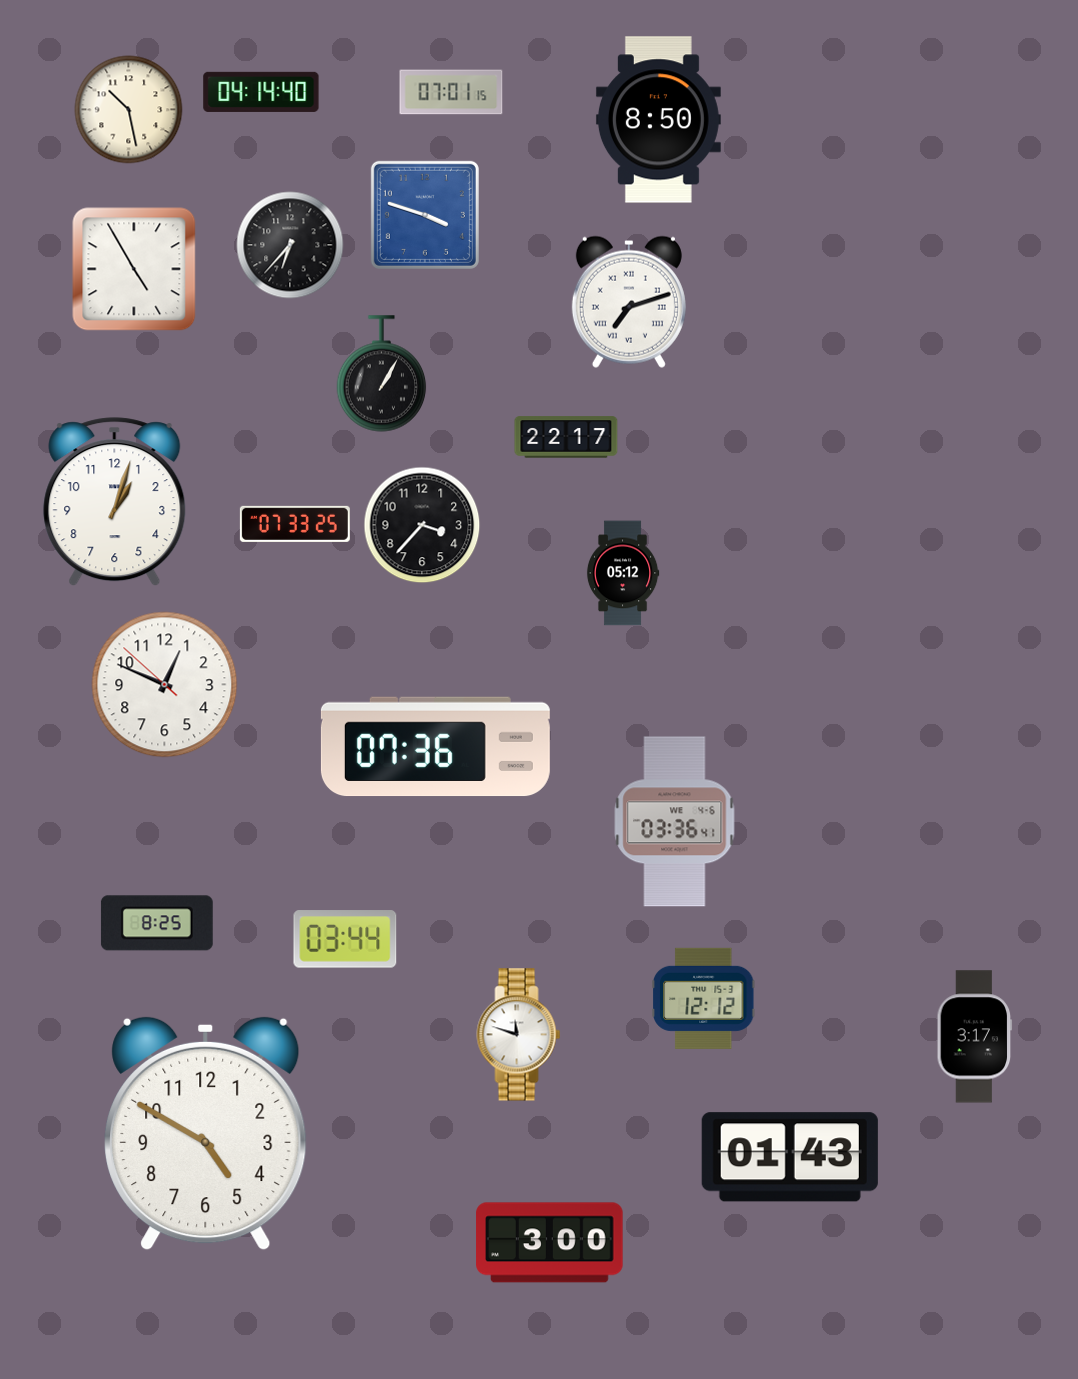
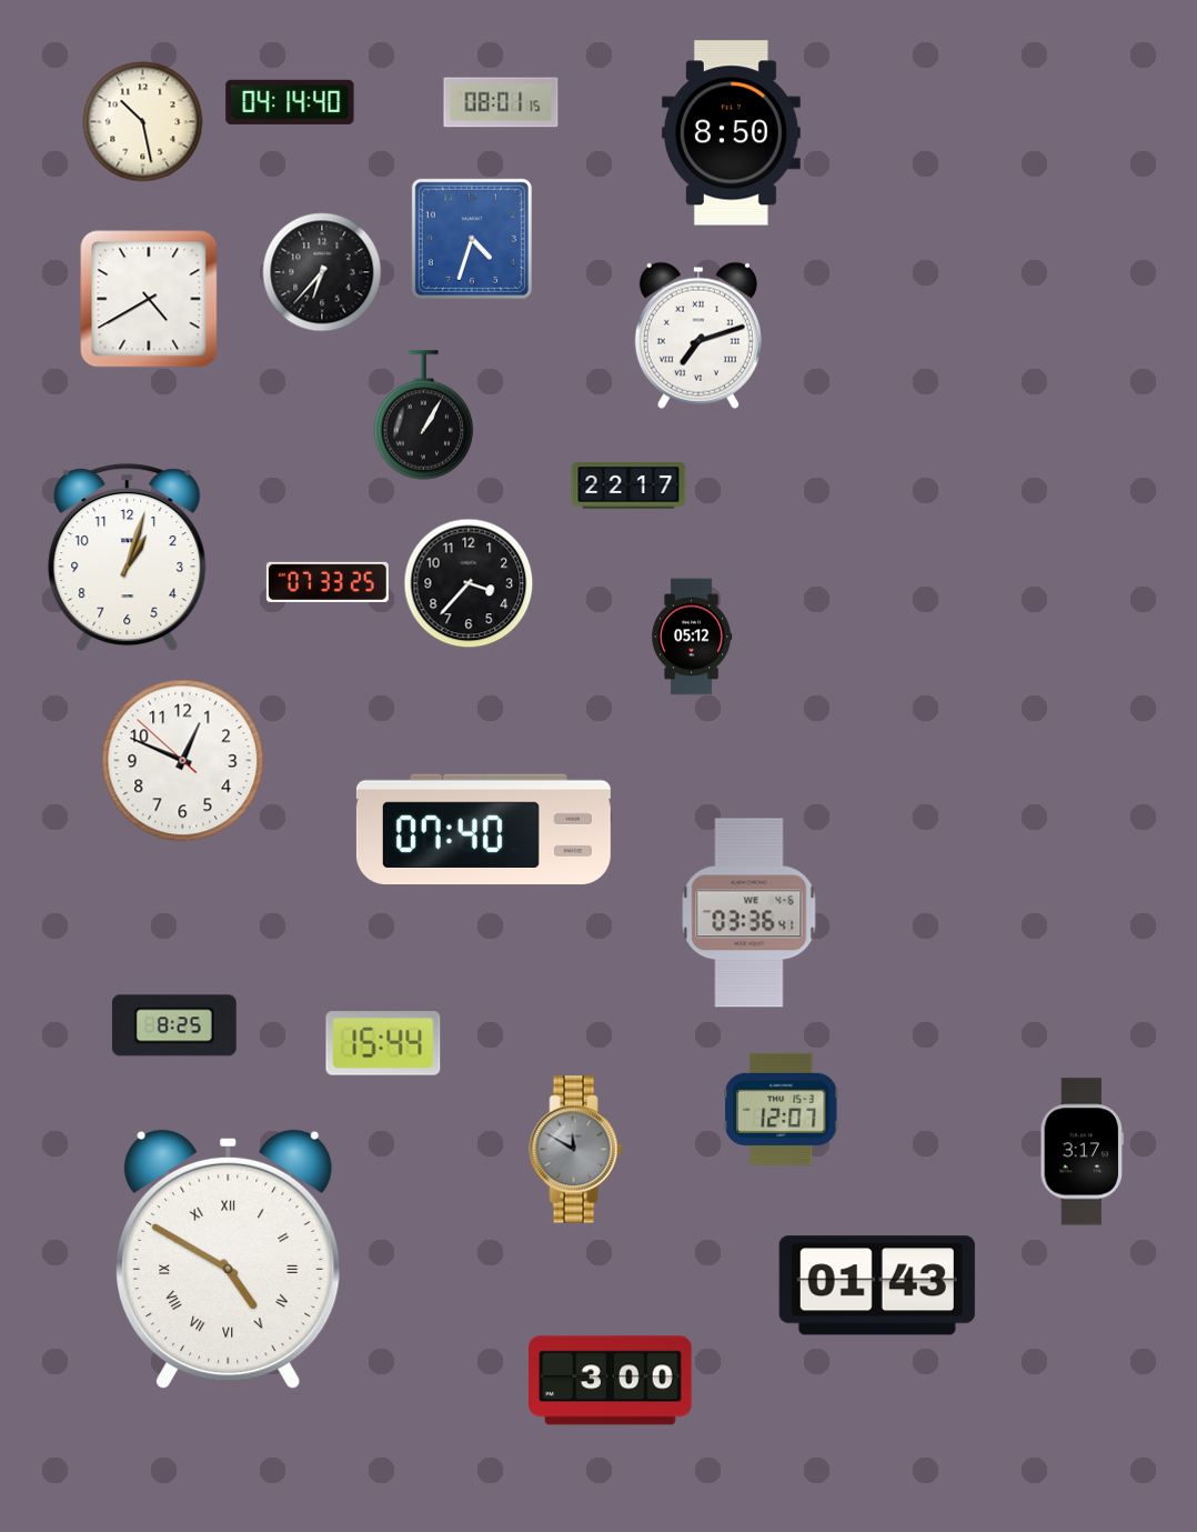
clock at (451, 92): 07:01 -> 08:01
clock at (425, 215): 3:48 -> 4:33
clock at (134, 269): 4:55 -> 4:40
clock at (435, 747): 07:36 -> 07:40
clock at (345, 939): 03:44 -> 15:44
clock at (703, 998): 12:12 -> 12:07
clock at (519, 1035): 11:48 -> 11:50
clock at (519, 1035) dial: white -> grey
clock at (206, 1134) numerals: Arabic -> Roman
